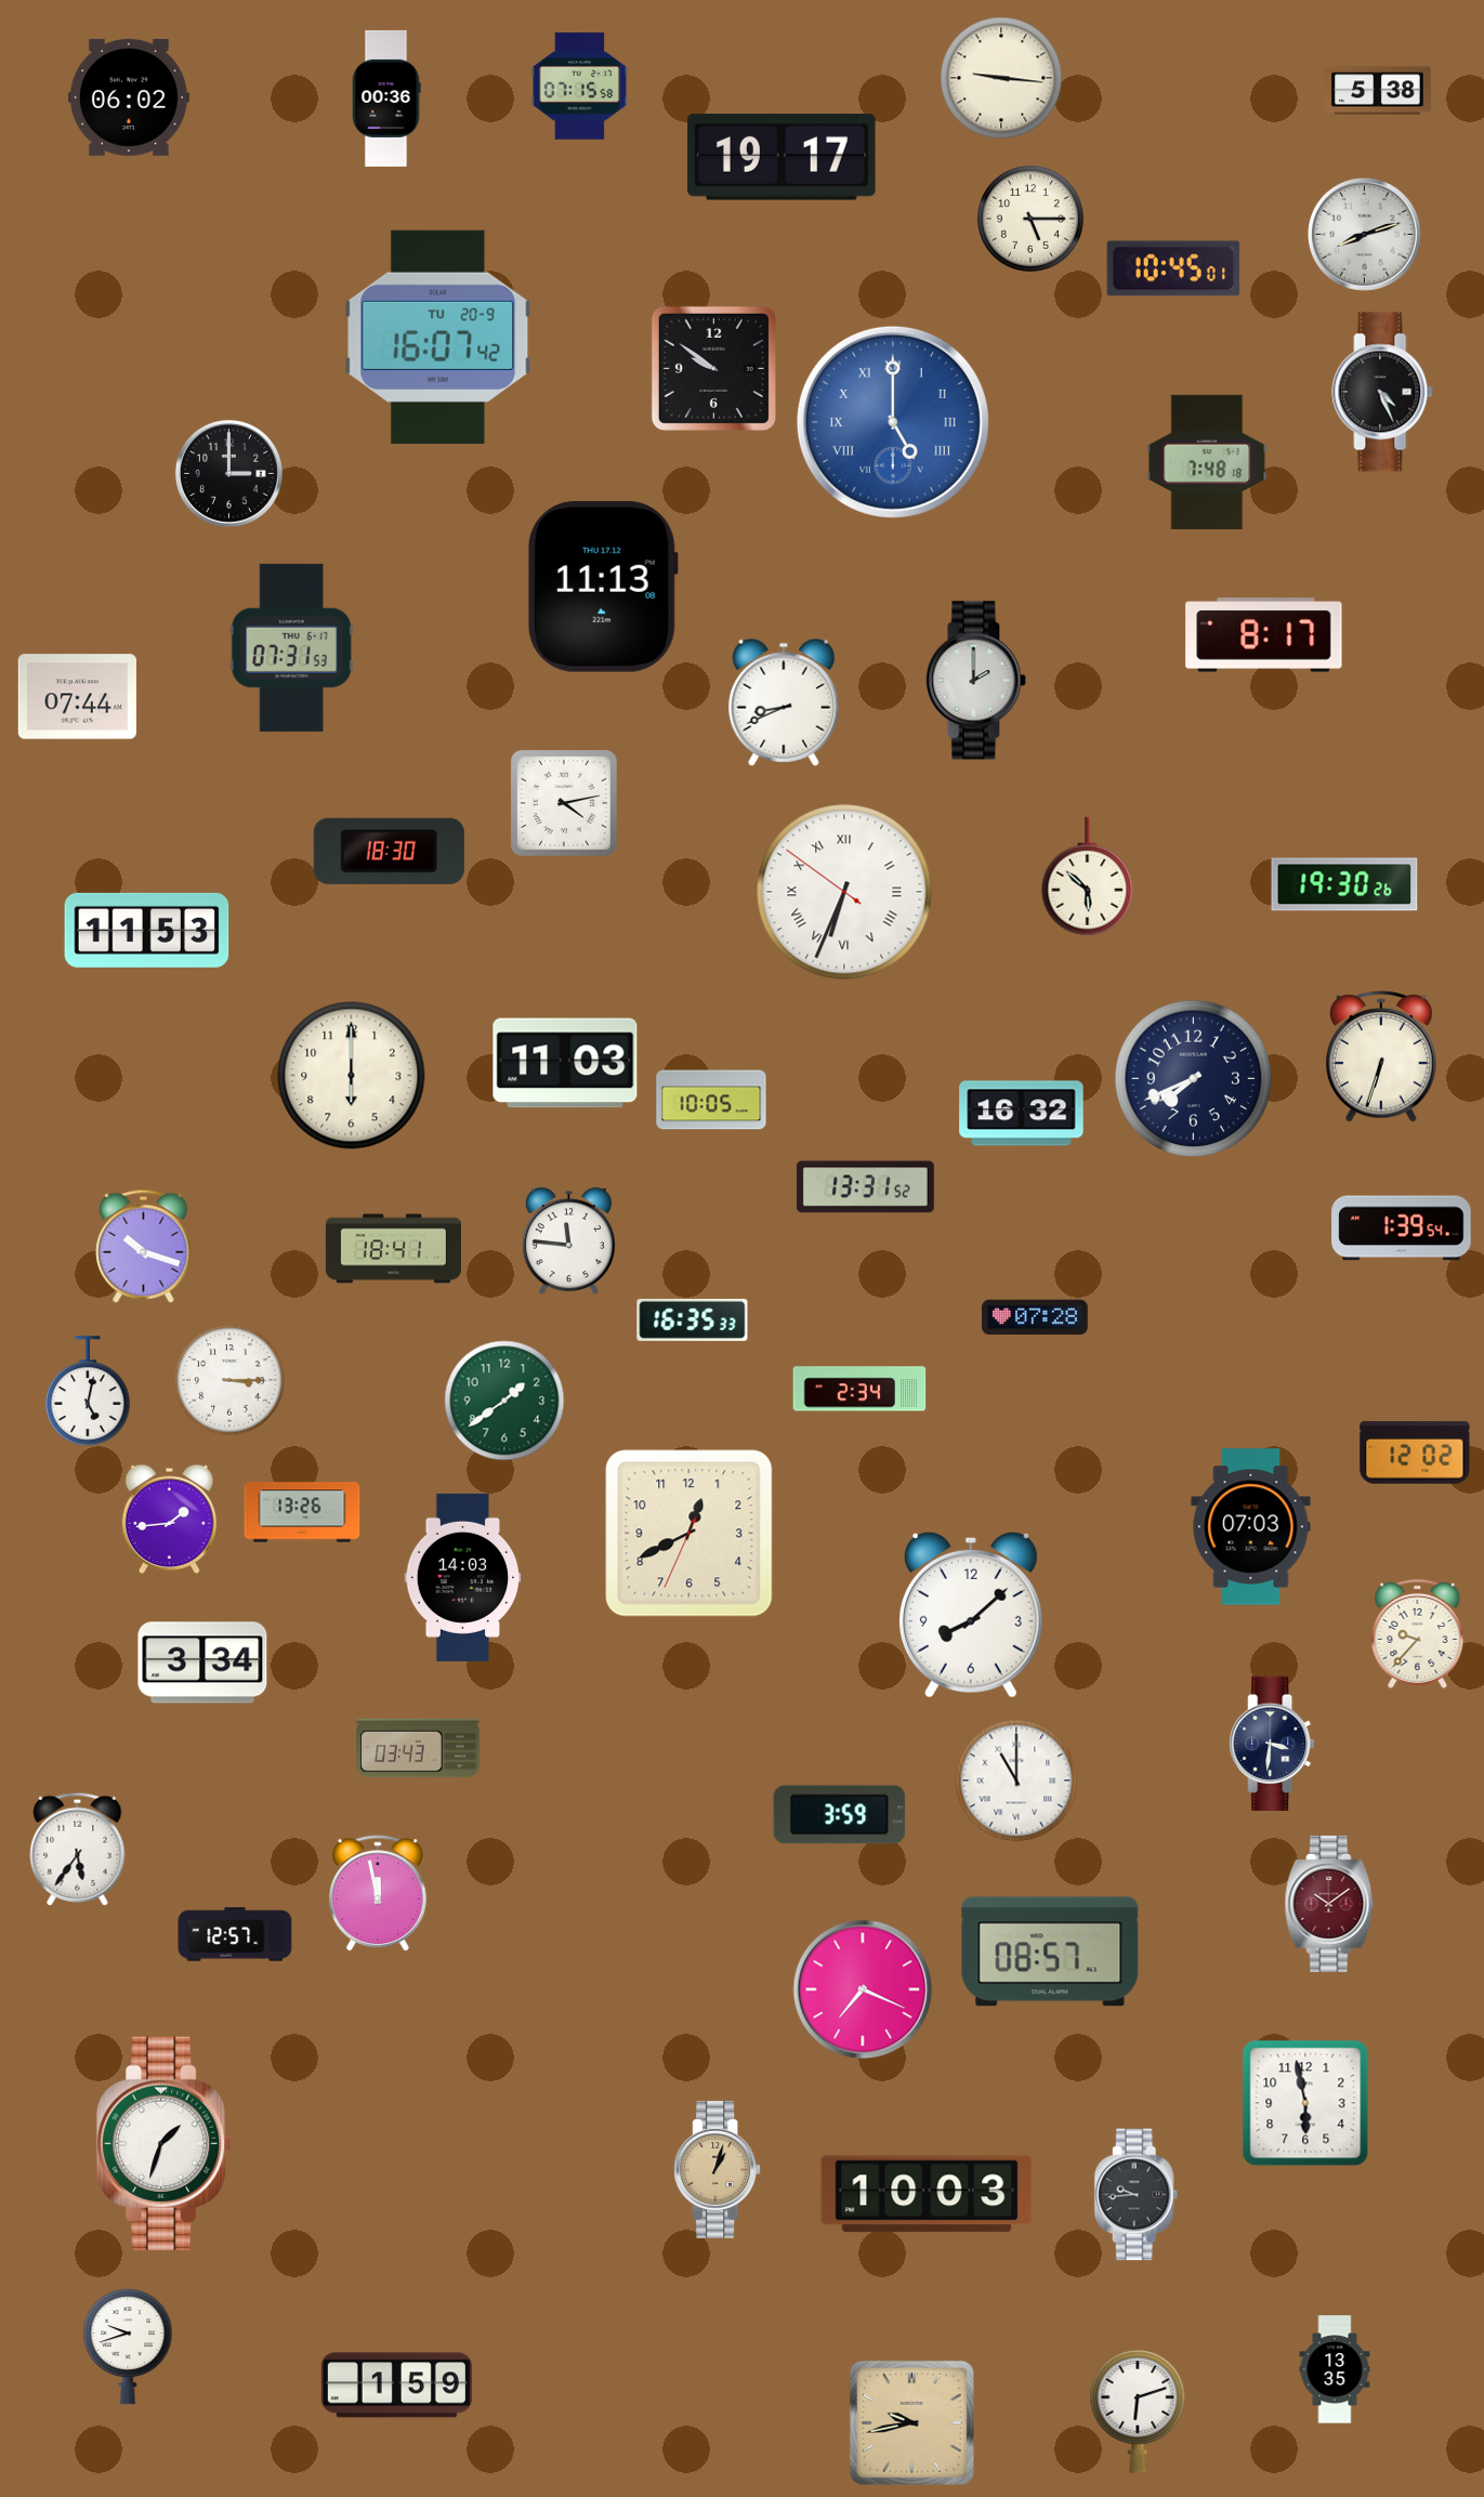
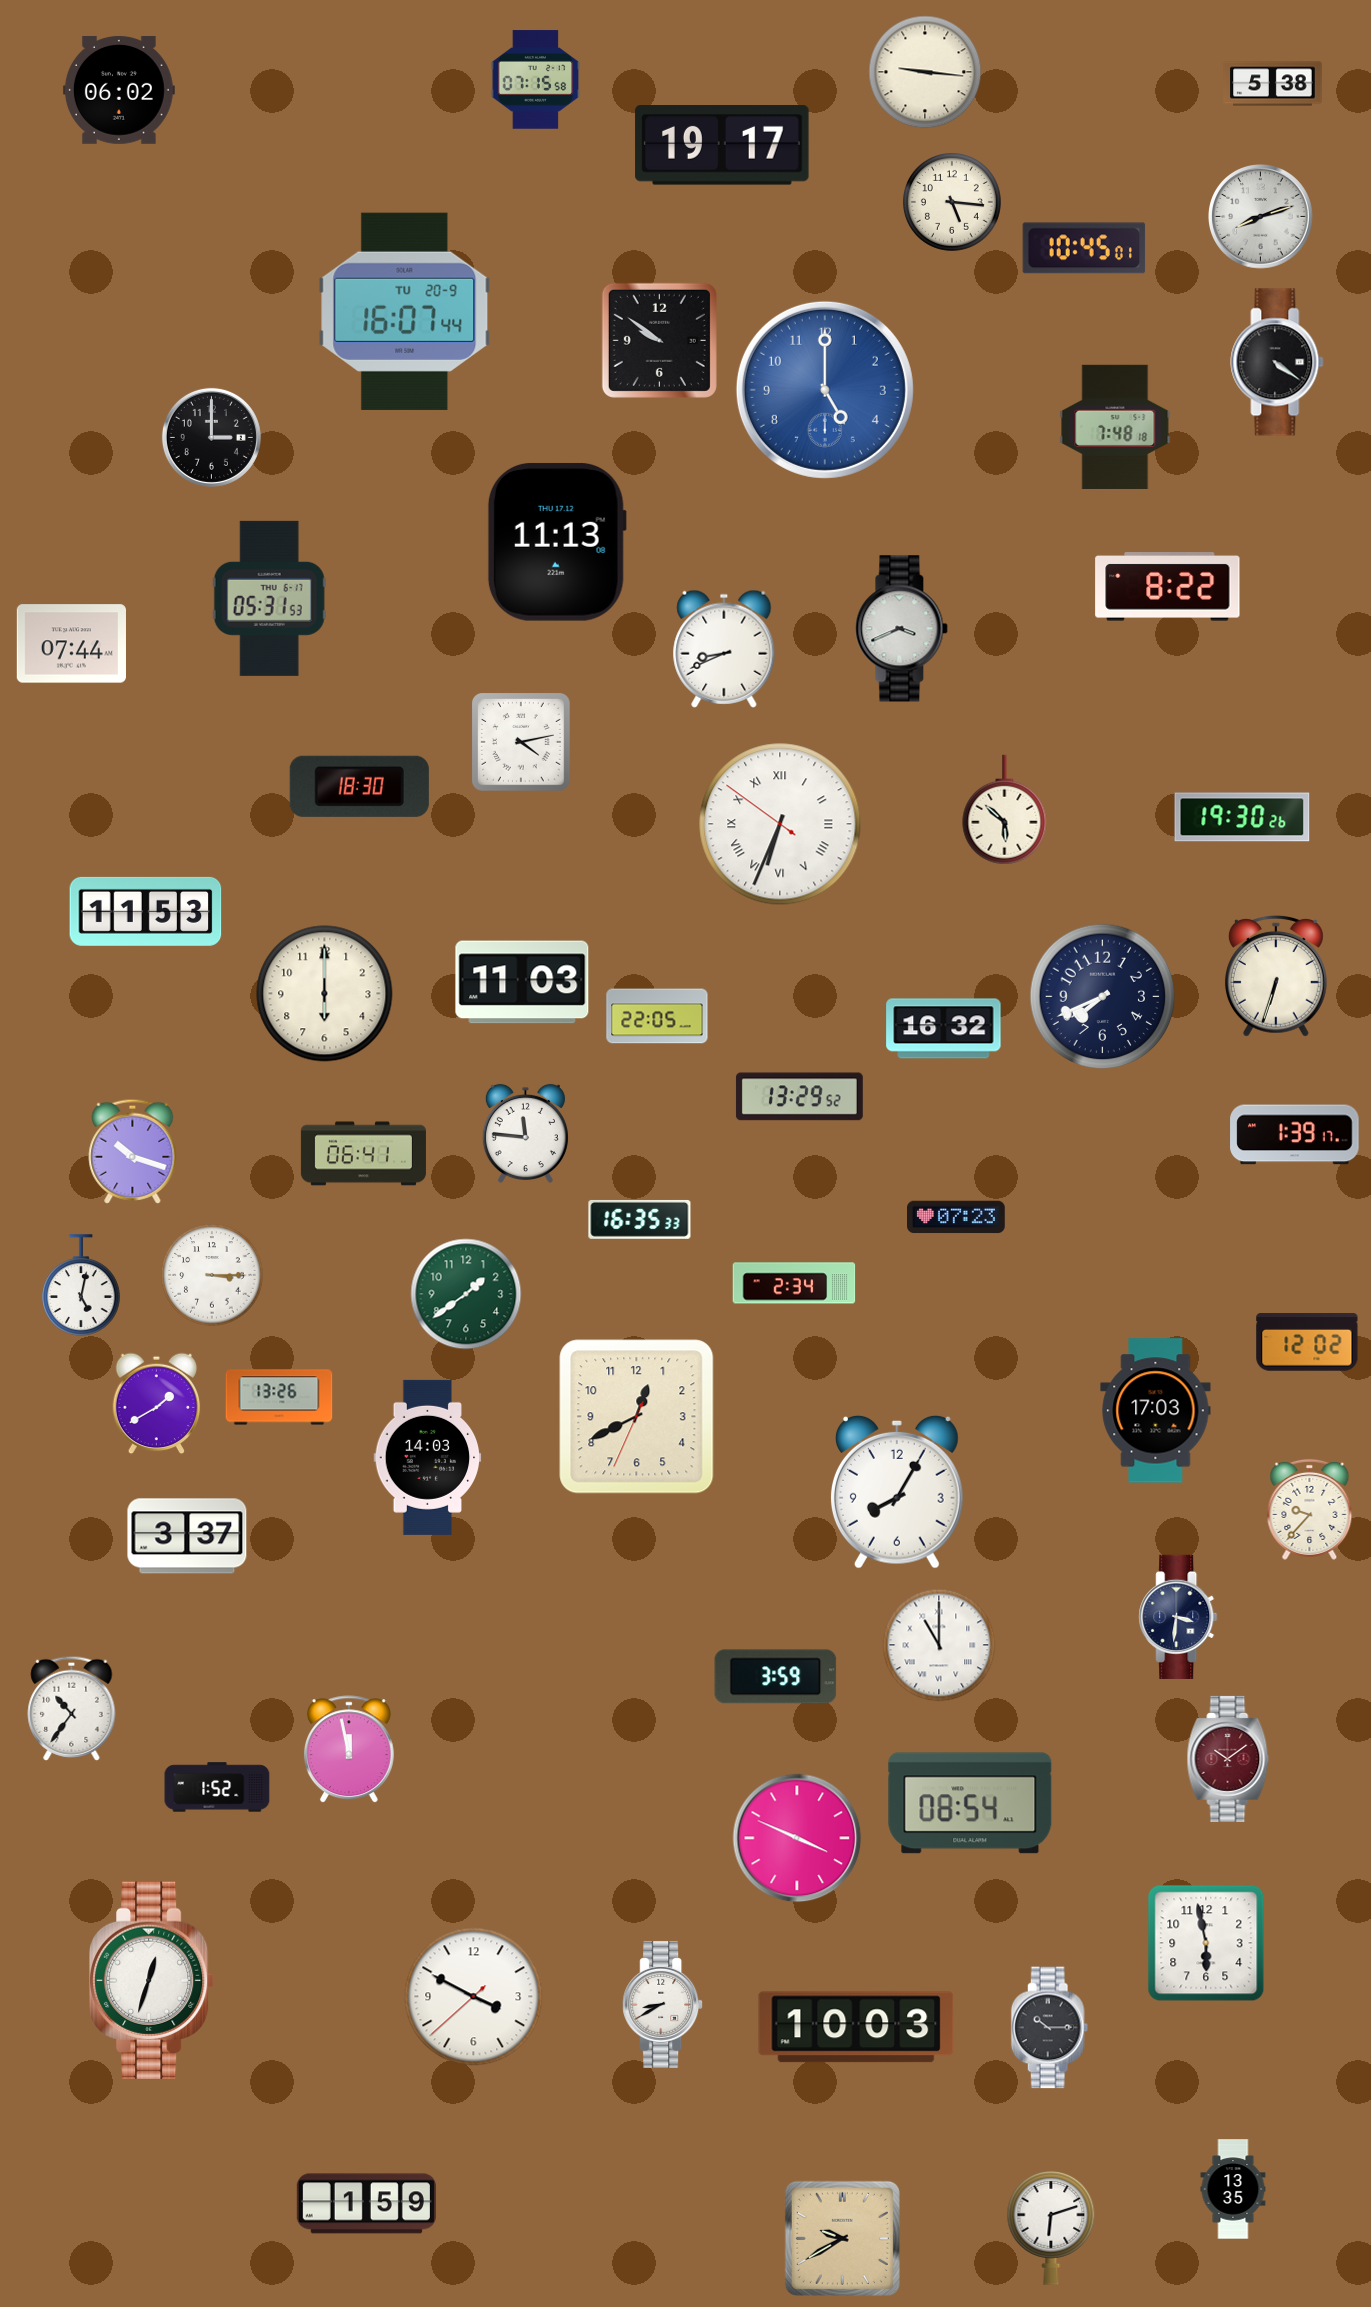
clock at (386, 98): 00:36 -> none
clock at (1030, 219): 5:15 -> 5:16
clock at (438, 337): 16:07:42 -> 16:07:44
clock at (1382, 392): 4:26 -> 4:21
clock at (893, 422) numerals: Roman -> Arabic
clock at (1264, 635): 8:17 -> 8:22
clock at (291, 647): 07:31 -> 05:31
clock at (976, 681): 2:00 -> 3:41
clock at (147, 930) position: (147, 930) -> (146, 911)
clock at (711, 1100): 10:05 -> 22:05
clock at (865, 1187): 13:31 -> 13:29
clock at (1402, 1228): 1:39:54 -> 1:39:17
clock at (568, 1241) position: (568, 1241) -> (525, 1134)
clock at (393, 1249): 18:41 -> 06:41
clock at (1036, 1317): 07:28 -> 07:23
clock at (170, 1520): 1:44 -> 1:40
clock at (1251, 1527): 07:03 -> 17:03
clock at (971, 1615): 8:08 -> 8:05
clock at (202, 1663): 3:34 -> 3:37
clock at (1272, 1744) position: (1272, 1744) -> (1178, 1617)
clock at (418, 1748): 03:43 -> none
clock at (78, 1849): 5:36 -> 10:36
clock at (235, 1934): 12:57 -> 1:52
clock at (1050, 1951): 08:57 -> 08:54
clock at (863, 1989): 7:19 -> 3:49
clock at (165, 2143): 1:33 -> 12:33
clock at (474, 1997): none -> 3:49
clock at (718, 2169): 1:03 -> 8:40
clock at (718, 2169) dial: champagne -> white
clock at (1137, 2195): 9:44 -> 10:15
clock at (128, 2347): 9:42 -> none
clock at (911, 2422): 9:43 -> 9:40
